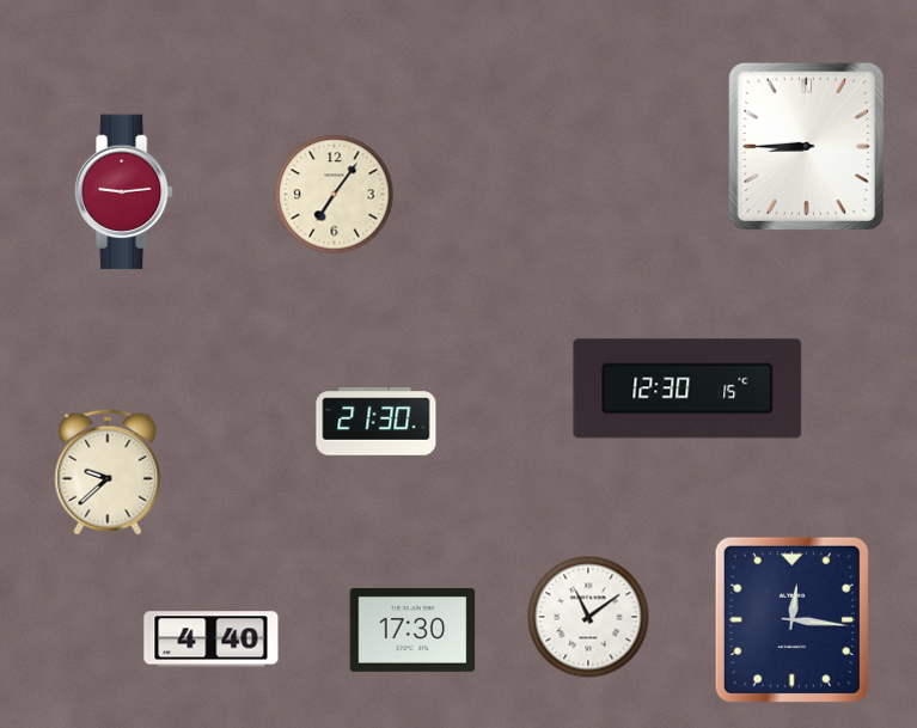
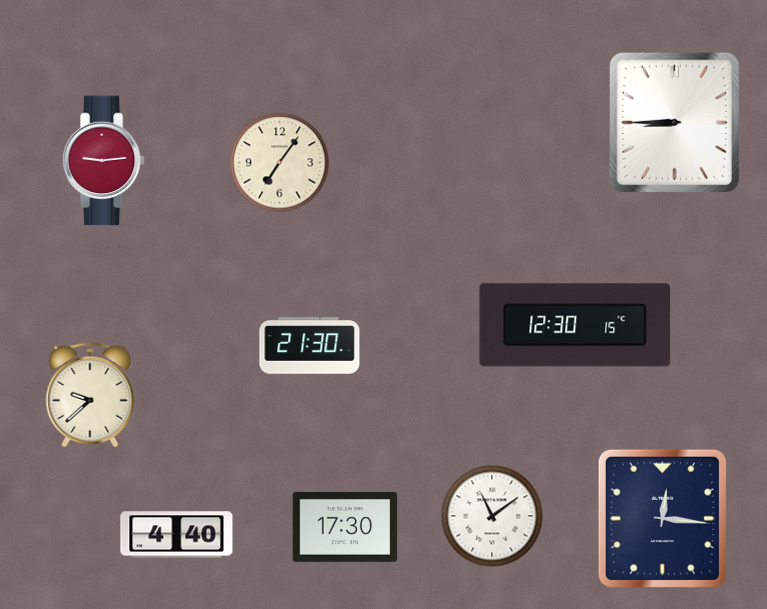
clock at (377, 422) position: (377, 422) -> (310, 346)
